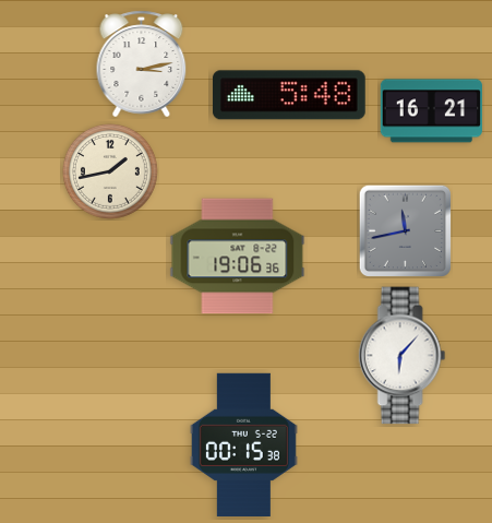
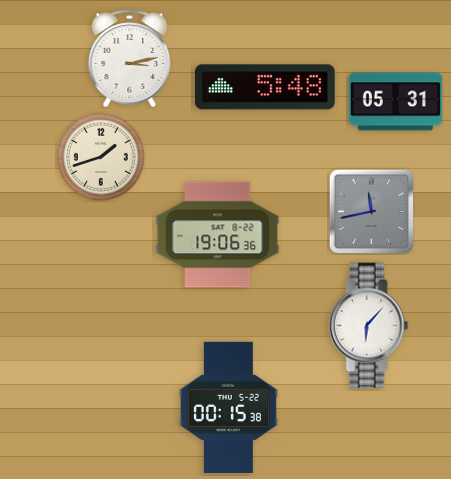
clock at (431, 111): 16:21 -> 05:31
clock at (110, 171): 1:43 -> 1:42
clock at (243, 444) position: (243, 444) -> (228, 407)
